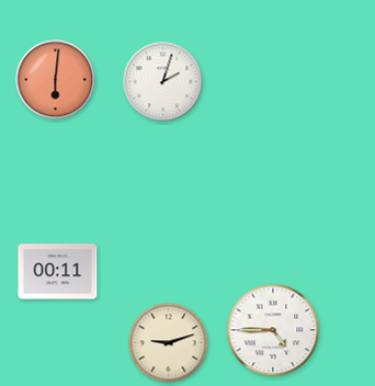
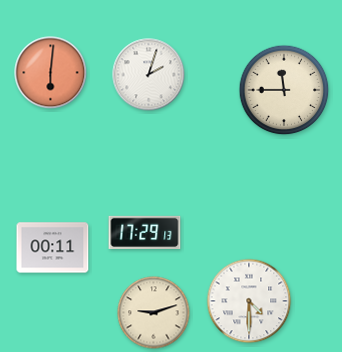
clock at (284, 90): none -> 11:45
clock at (145, 232): none -> 17:29
clock at (273, 330): 4:45 -> 4:30
